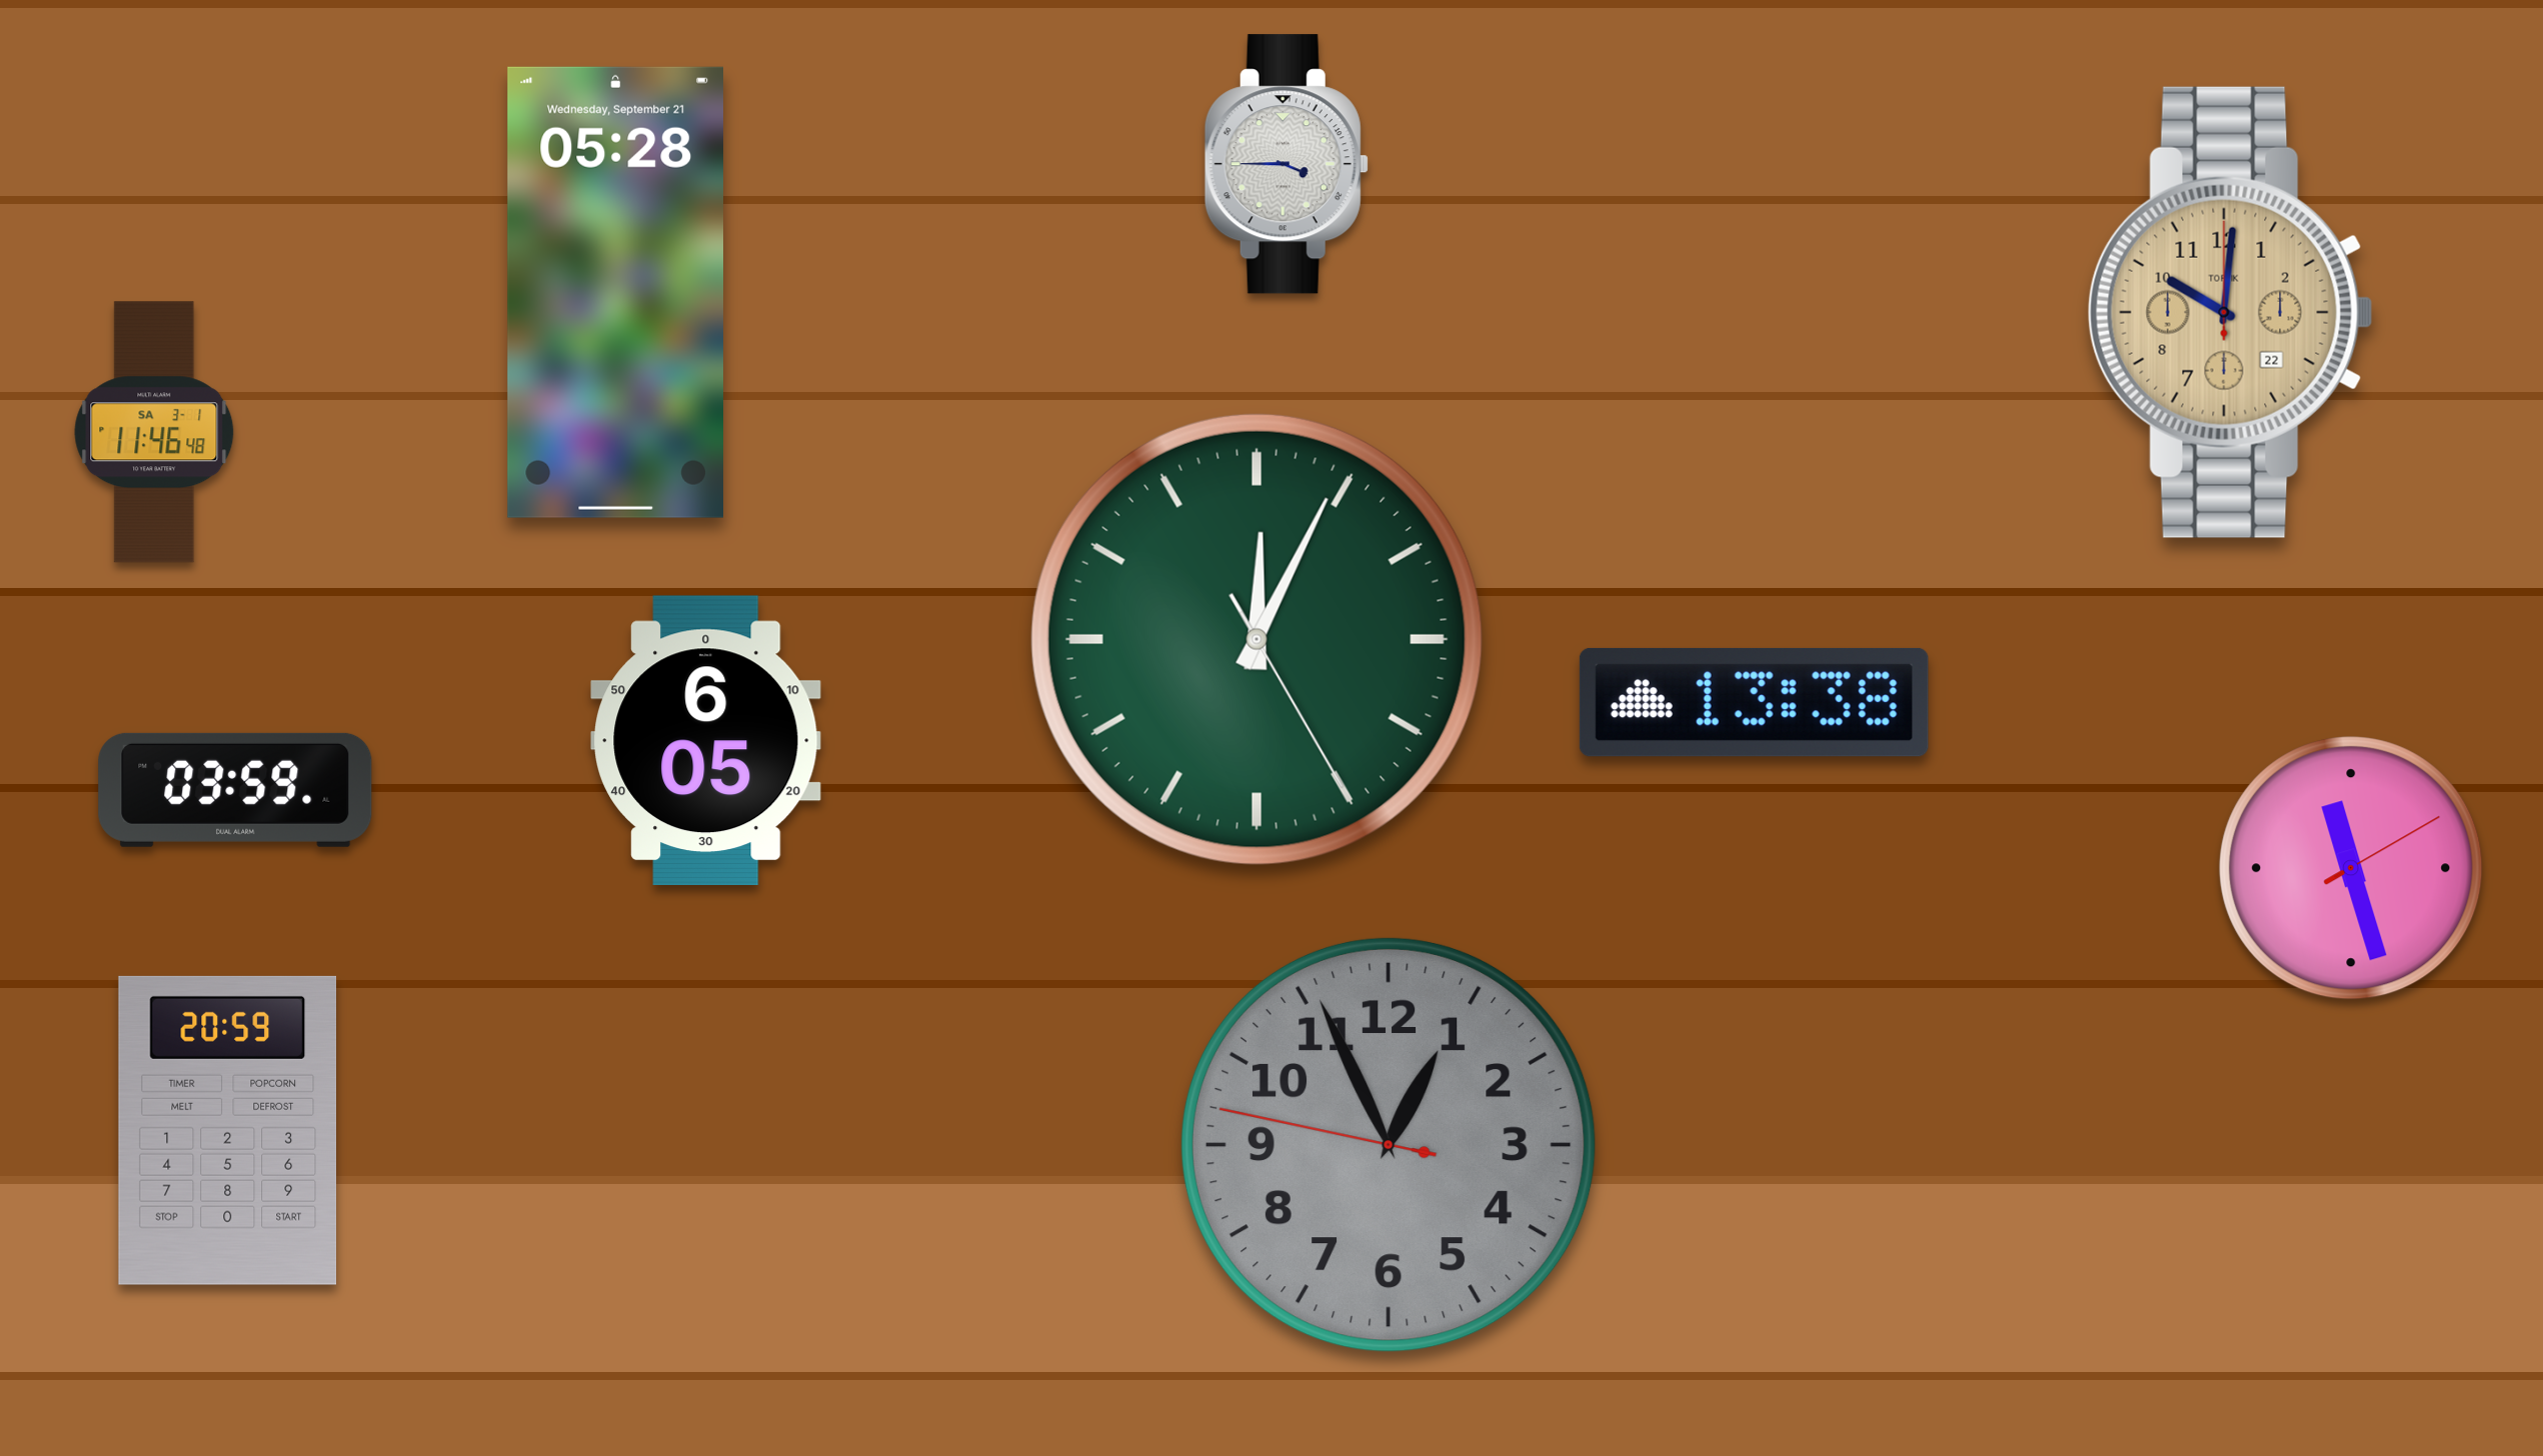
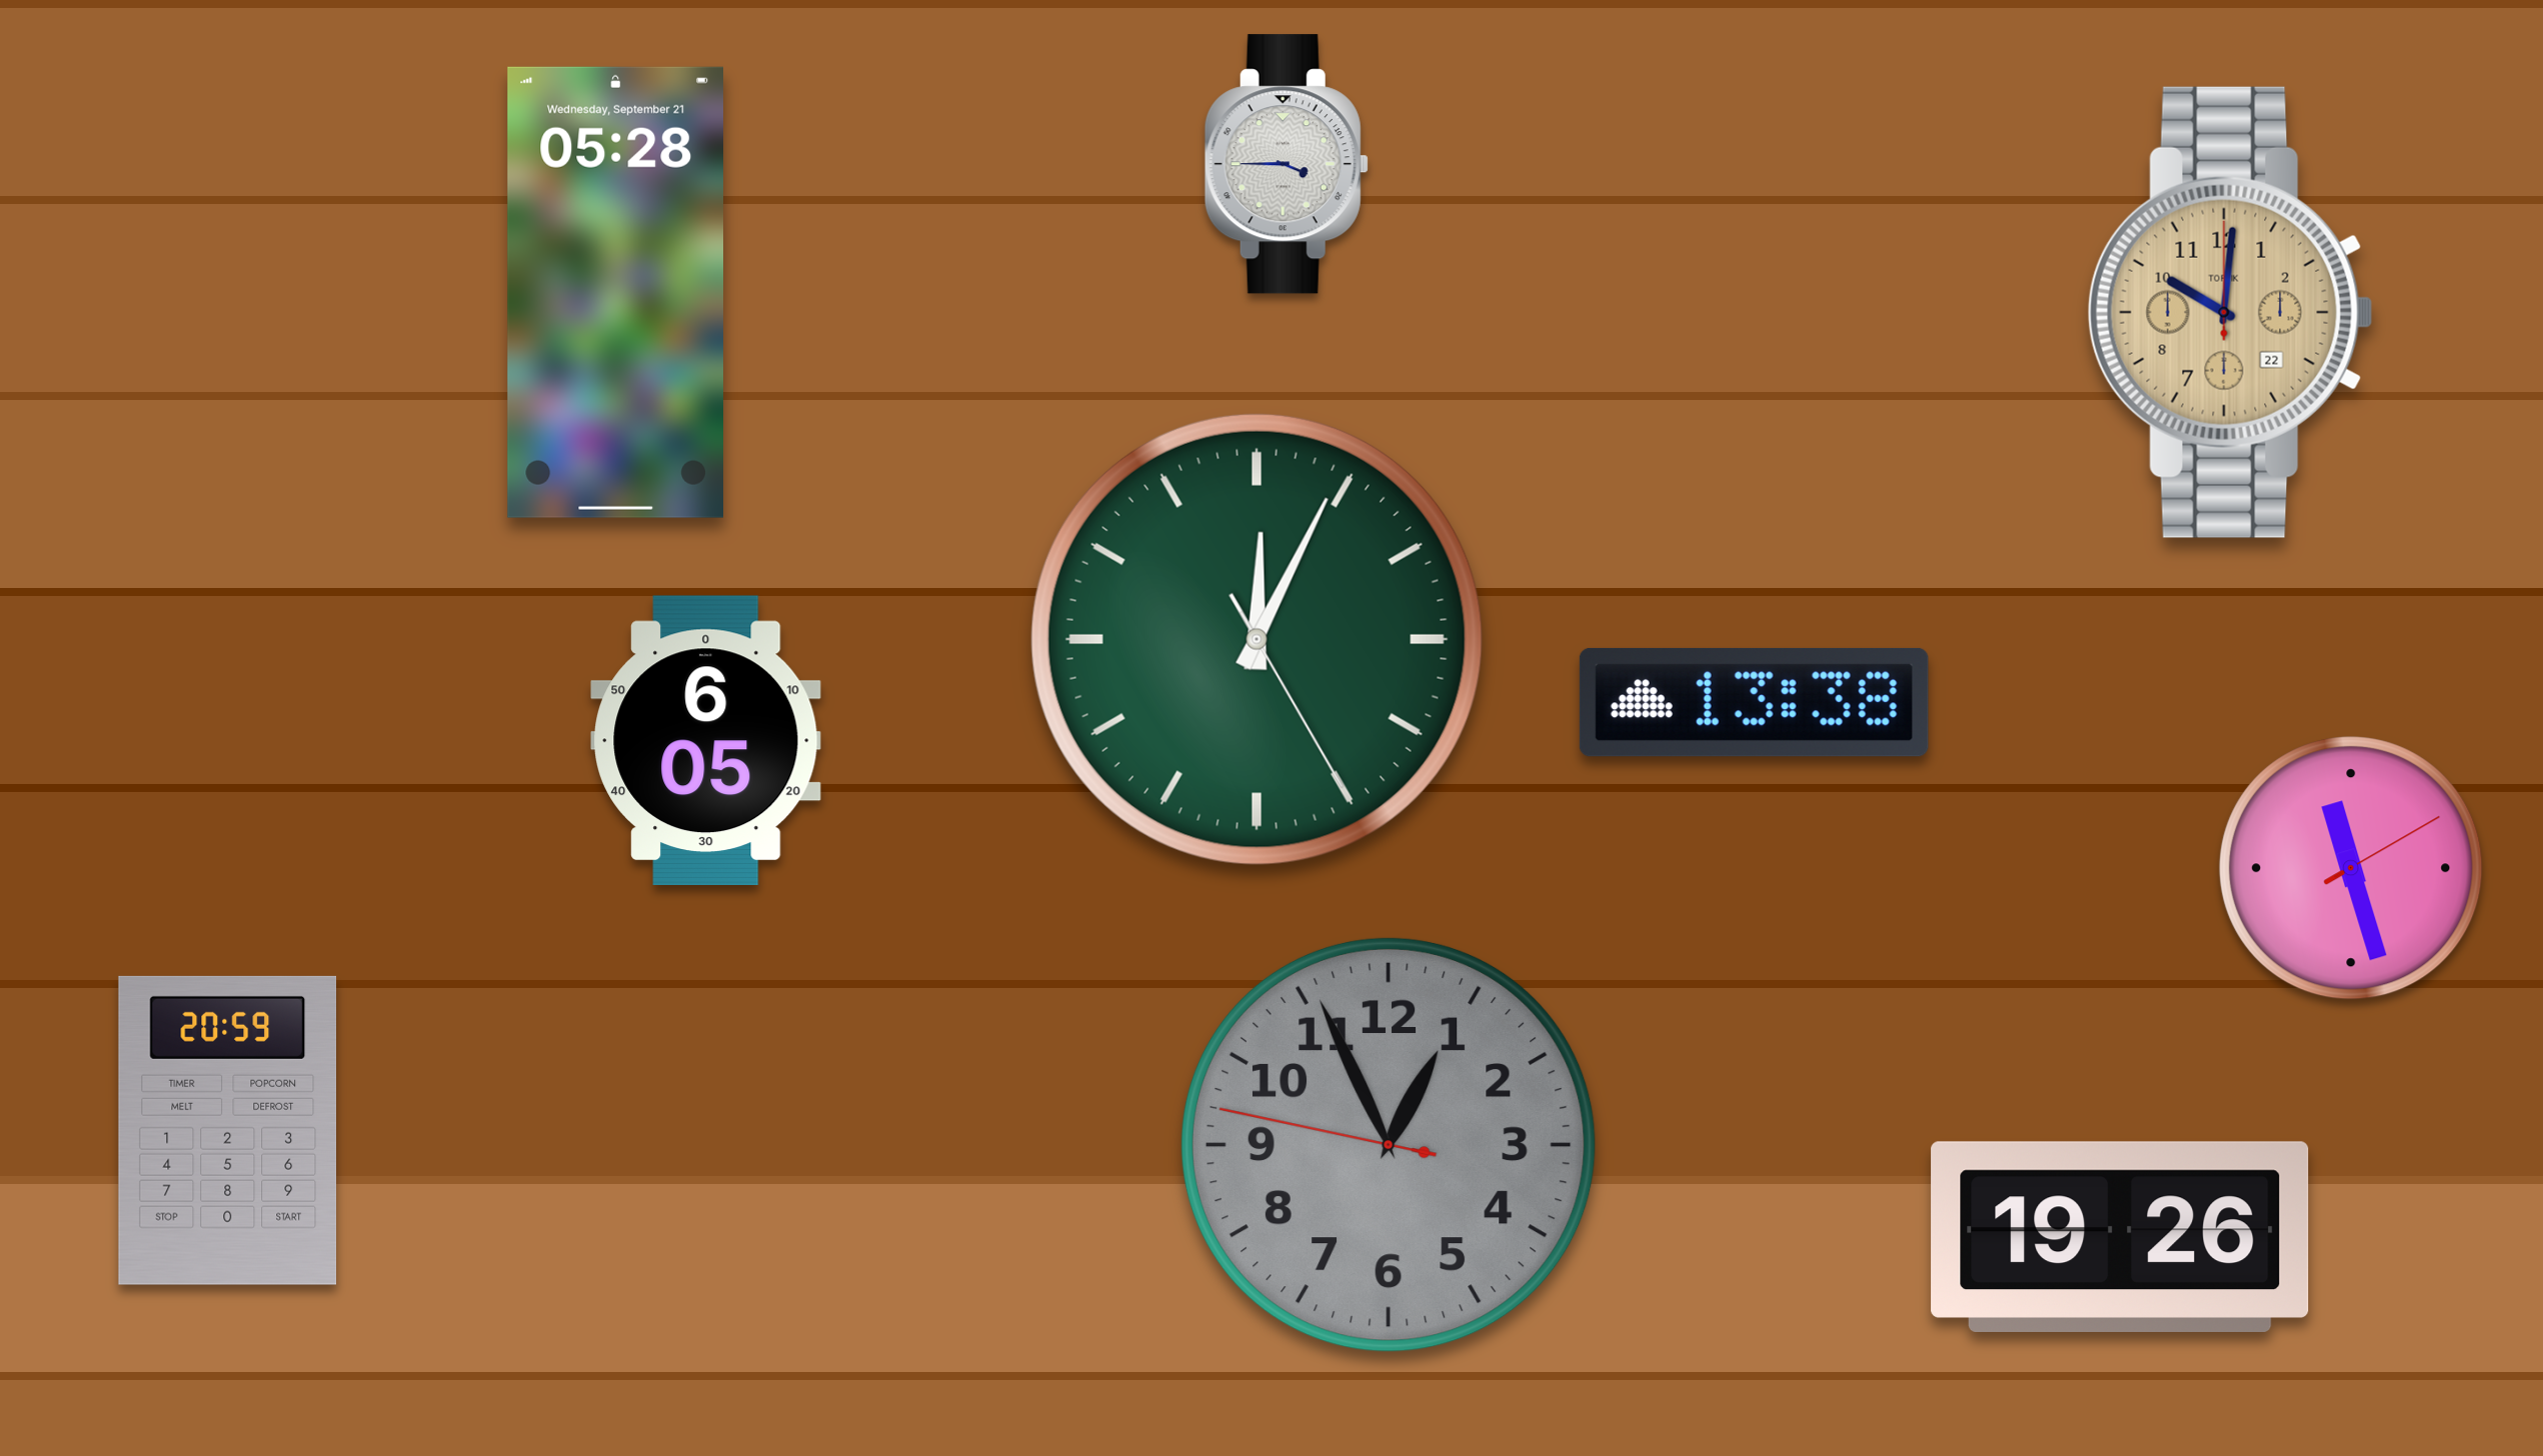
clock at (154, 432): 11:46 -> none
clock at (235, 790): 03:59 -> none
clock at (2120, 1237): none -> 19:26
